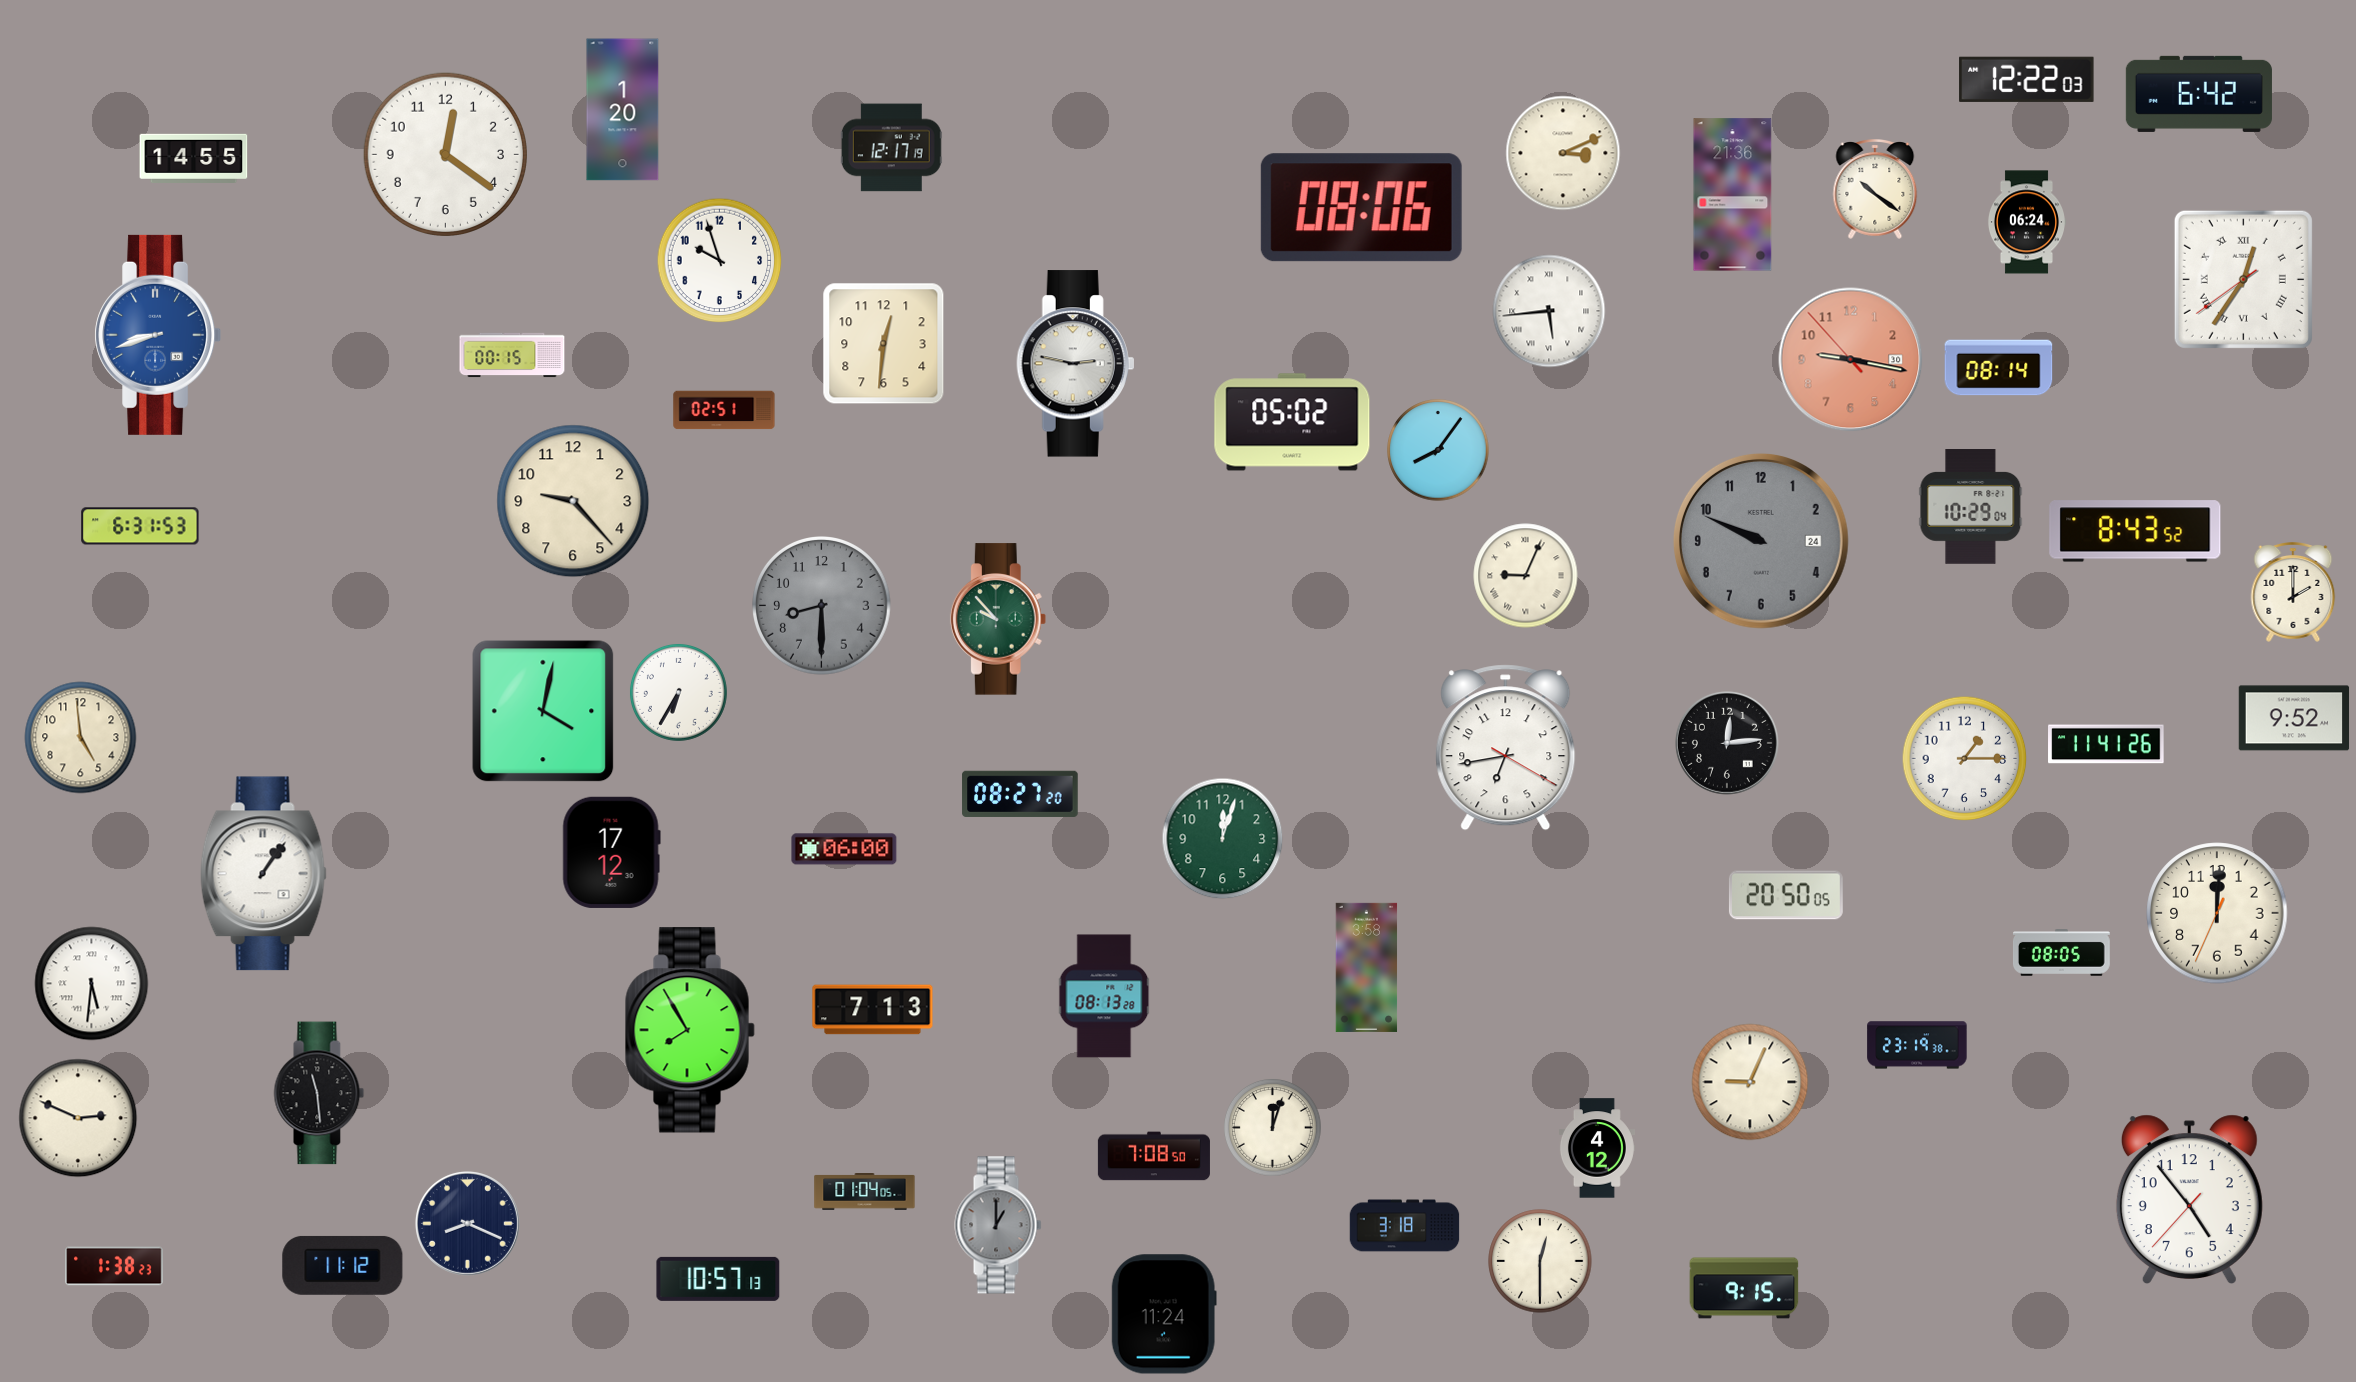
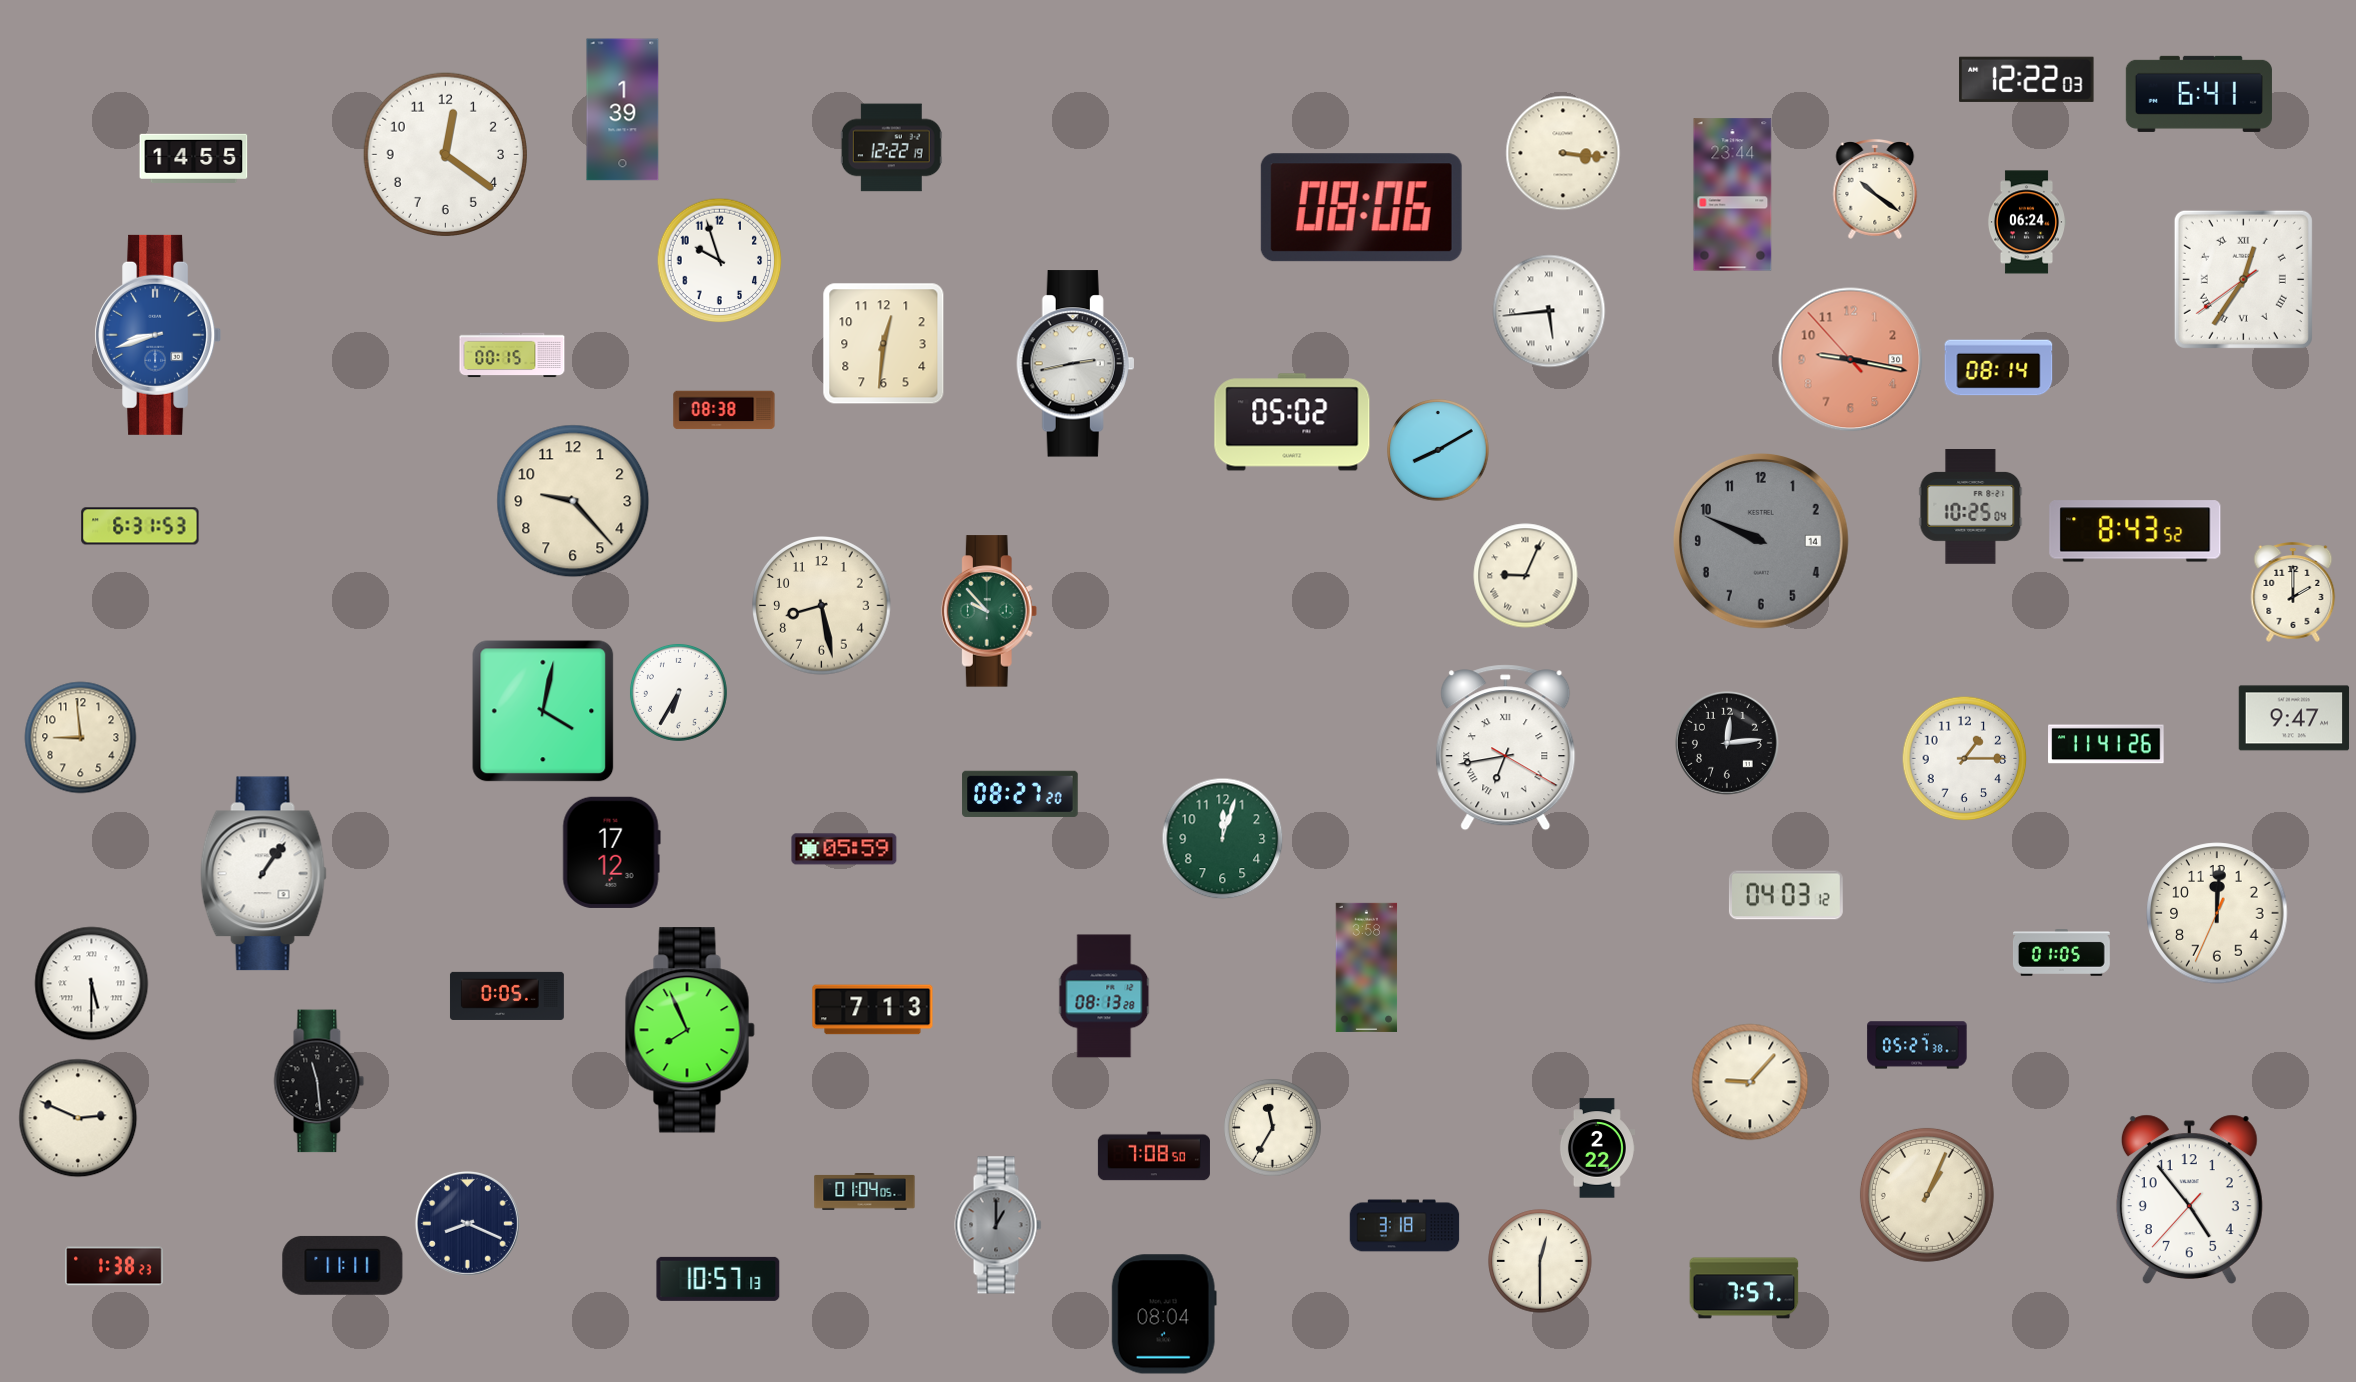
clock at (2199, 94): 6:42 -> 6:41
clock at (623, 110): 1:20 -> 1:39
clock at (891, 148): 12:17 -> 12:22
clock at (1563, 153): 3:11 -> 3:16
clock at (1733, 195): 21:36 -> 23:44
clock at (1076, 364): 2:47 -> 2:43
clock at (724, 410): 02:51 -> 08:38
clock at (1438, 450): 8:06 -> 8:10
clock at (1971, 507): 10:29 -> 10:25
clock at (1761, 541) date: 24 -> 14
clock at (822, 606): 8:30 -> 8:28
clock at (822, 606) dial: grey -> cream
clock at (998, 619) position: (998, 619) -> (989, 611)
clock at (2294, 718): 9:52 -> 9:47
clock at (81, 738): 4:59 -> 8:59
clock at (1506, 748) numerals: Arabic -> Roman
clock at (844, 849): 06:00 -> 05:59
clock at (1786, 895): 20:50 -> 04:03
clock at (2062, 953): 08:05 -> 01:05
clock at (92, 984): 5:31 -> 5:30
clock at (507, 996): none -> 0:05
clock at (690, 1030): 7:55 -> 7:56
clock at (1917, 1045): 23:19 -> 05:27
clock at (1750, 1082): 9:04 -> 9:07
clock at (319, 1093) position: (319, 1093) -> (319, 1081)
clock at (1272, 1127): 12:03 -> 11:35
clock at (1597, 1148): 4:12 -> 2:22
clock at (1927, 1195): none -> 1:04
clock at (343, 1265): 11:12 -> 11:11
clock at (1744, 1288): 9:15 -> 7:57
clock at (1164, 1314): 11:24 -> 08:04
